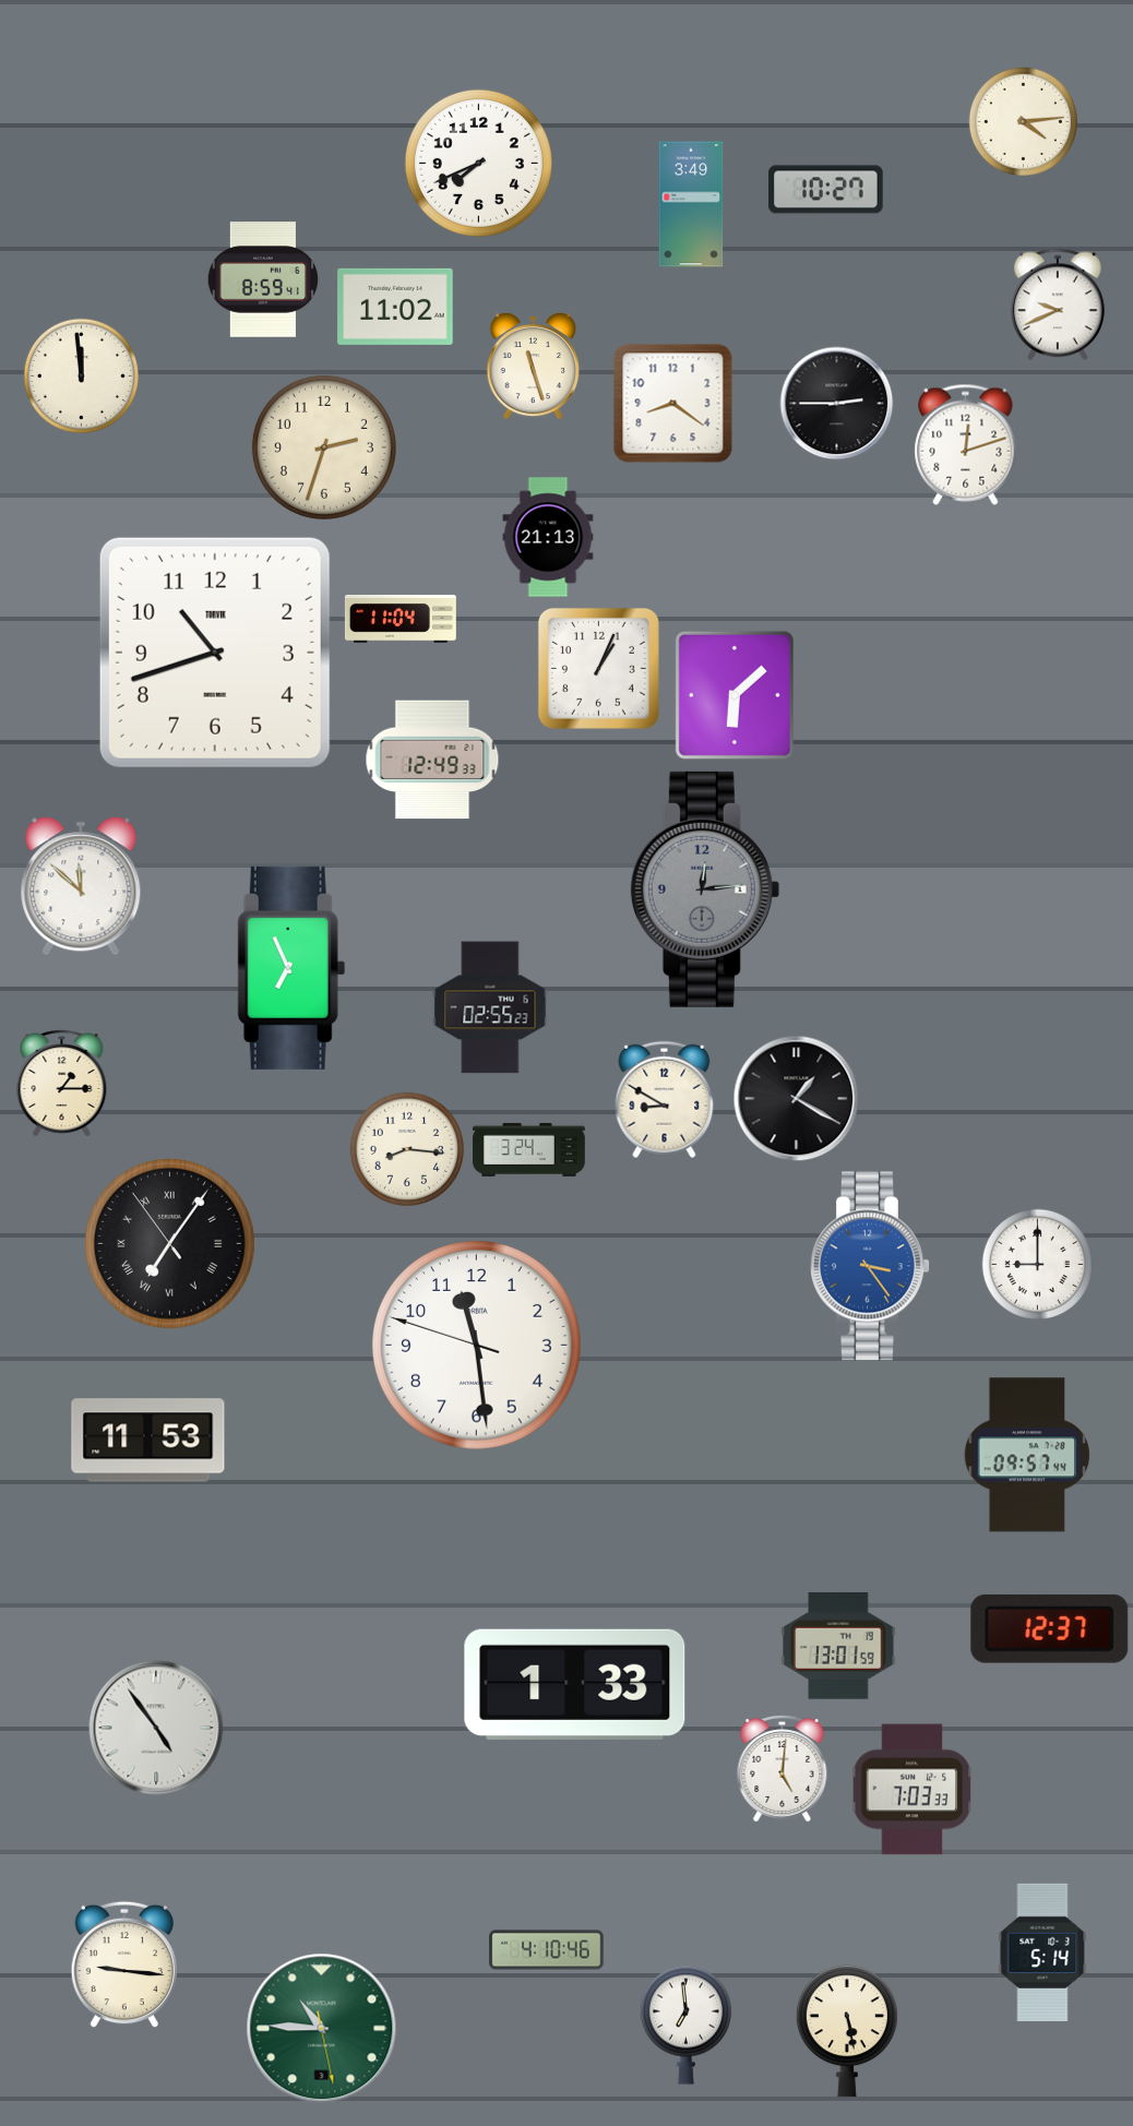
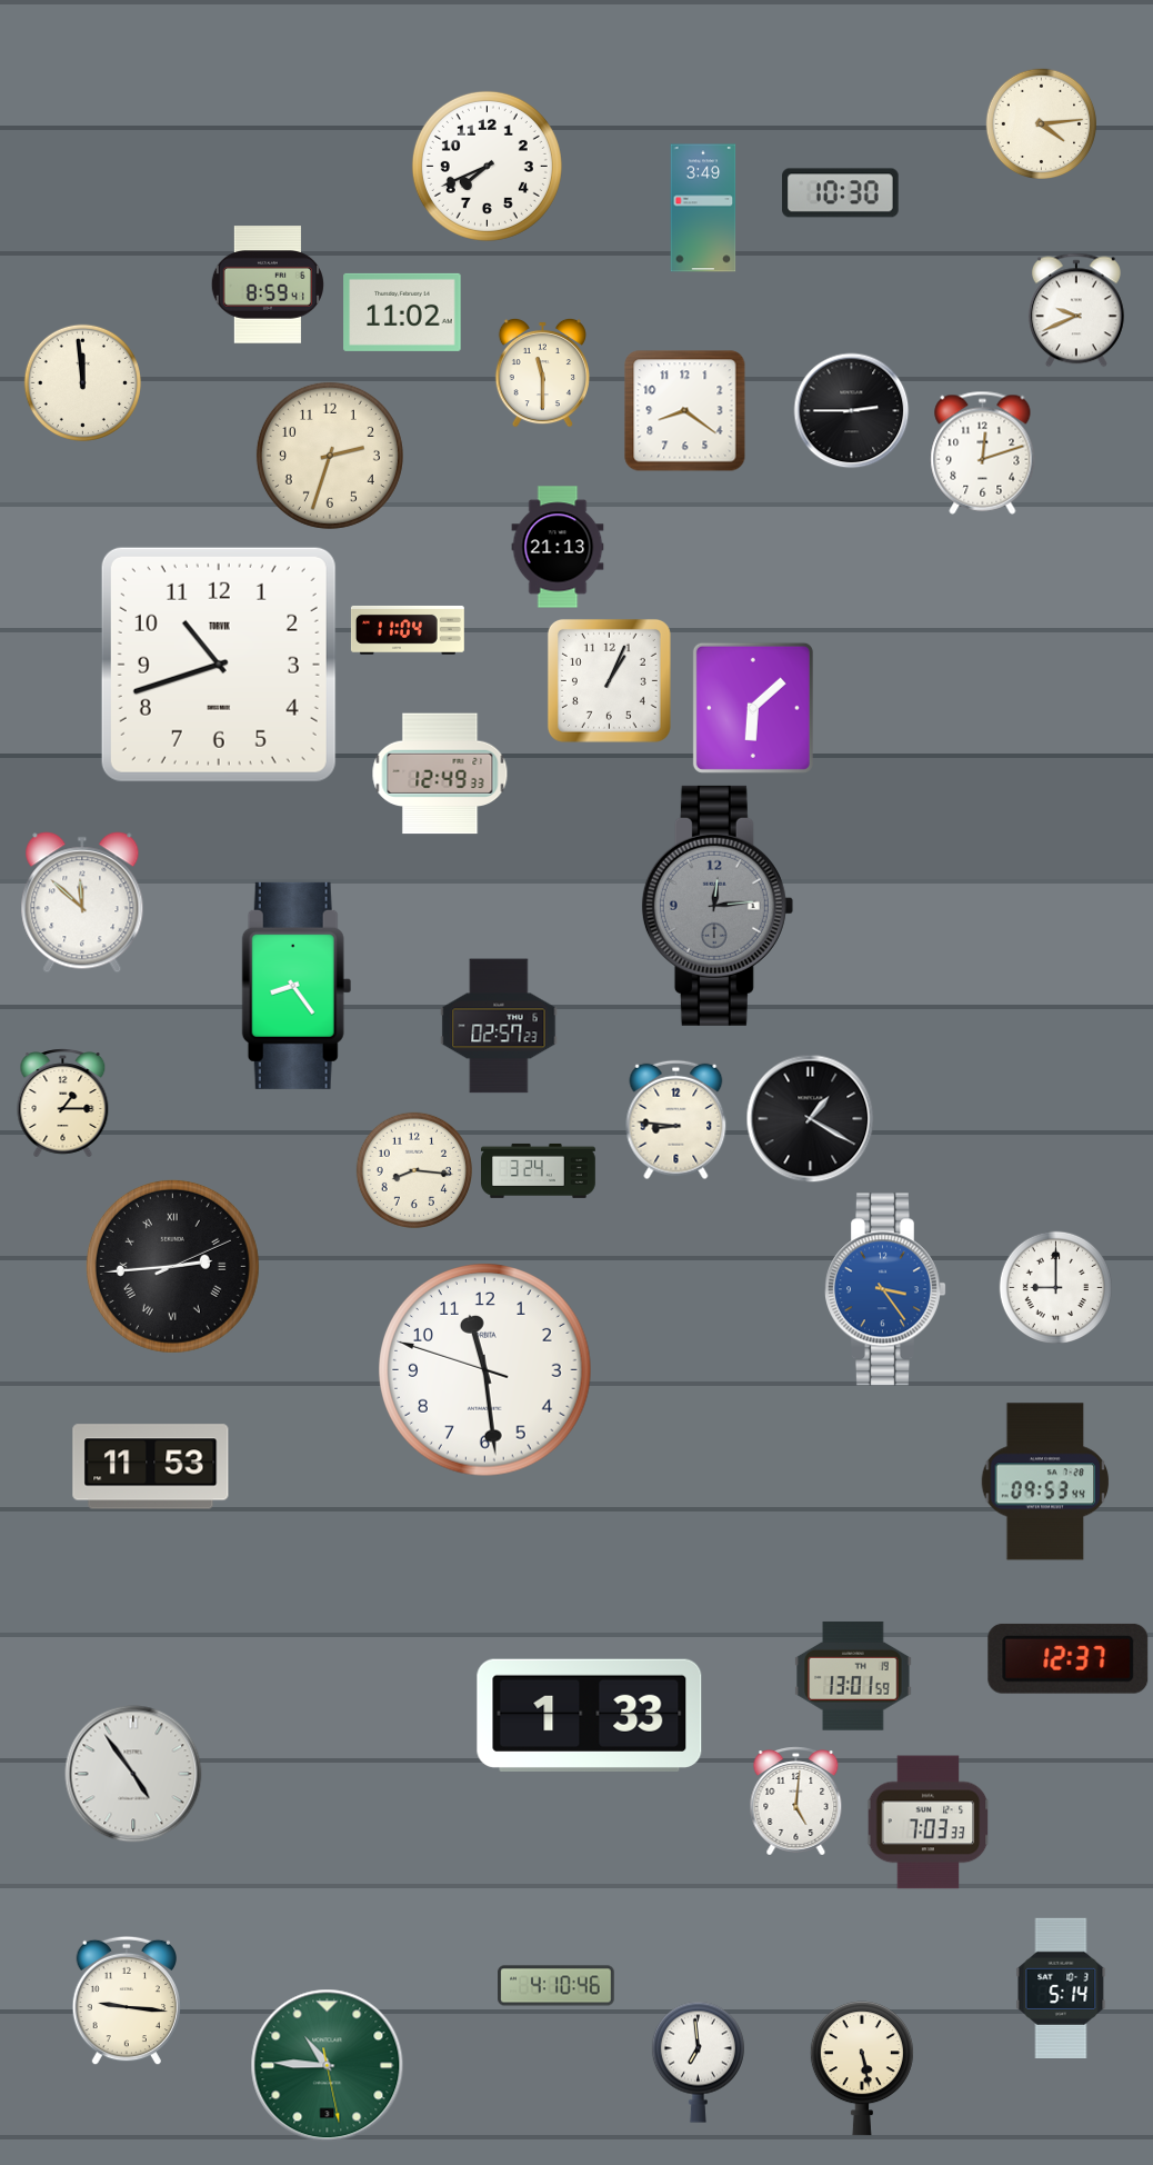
clock at (826, 190): 10:27 -> 10:30
clock at (533, 366): 11:27 -> 11:30
clock at (735, 695) position: (735, 695) -> (753, 708)
clock at (291, 968): 6:56 -> 8:24
clock at (490, 1007): 02:55 -> 02:57
clock at (665, 1100): 8:50 -> 8:46
clock at (169, 1243): 7:05 -> 2:44
clock at (1027, 1455): 09:57 -> 09:53
clock at (575, 1684) position: (575, 1684) -> (590, 1715)
clock at (156, 1728) position: (156, 1728) -> (133, 1774)
